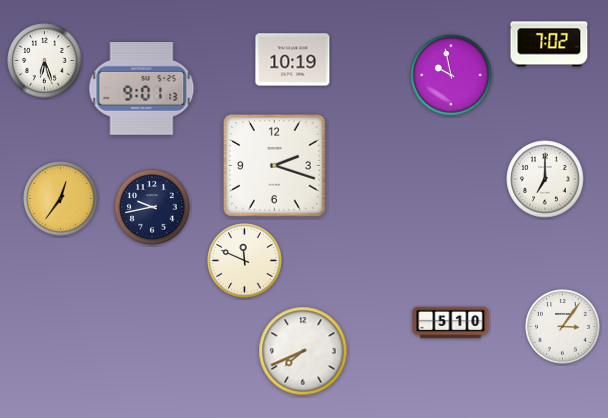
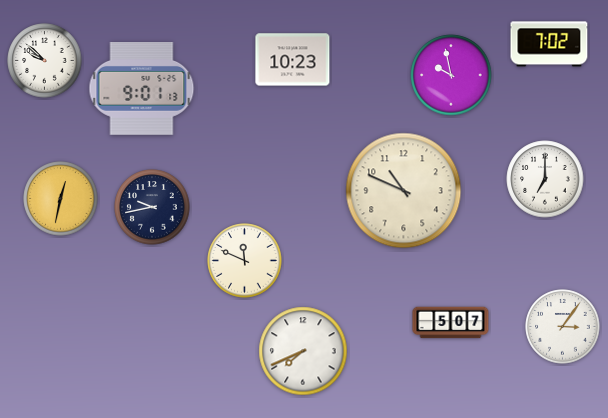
clock at (293, 60): 10:19 -> 10:23
clock at (45, 61): 6:27 -> 9:52
clock at (275, 166): 2:18 -> none
clock at (404, 191): none -> 10:49
clock at (61, 199): 12:36 -> 12:32
clock at (451, 323): 5:10 -> 5:07
